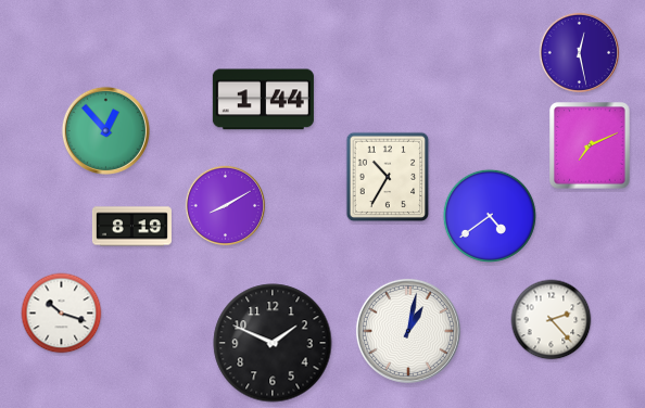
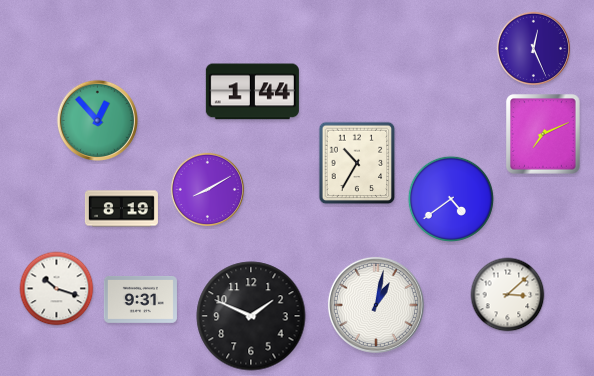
clock at (580, 53): 12:28 -> 12:26
clock at (263, 100) position: (263, 100) -> (252, 92)
clock at (552, 320): 2:23 -> 3:08
clock at (140, 299): none -> 9:31
